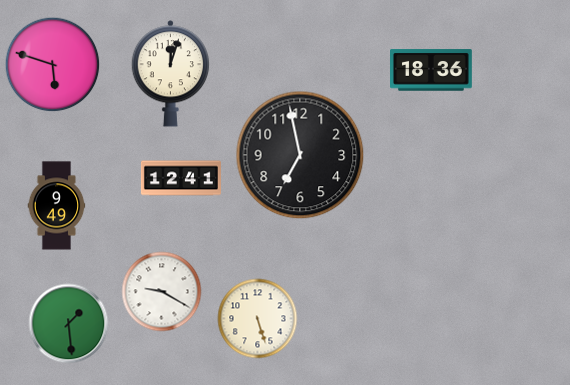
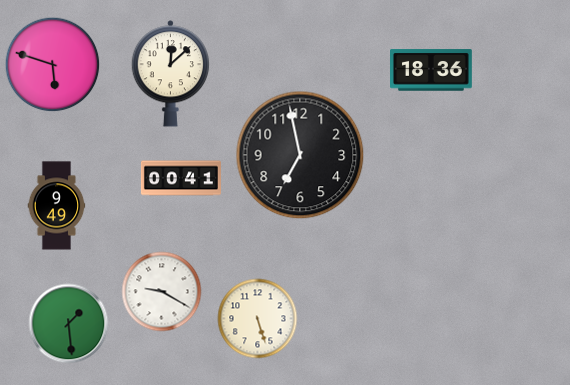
clock at (171, 74): 12:03 -> 12:08
clock at (181, 178): 12:41 -> 00:41
